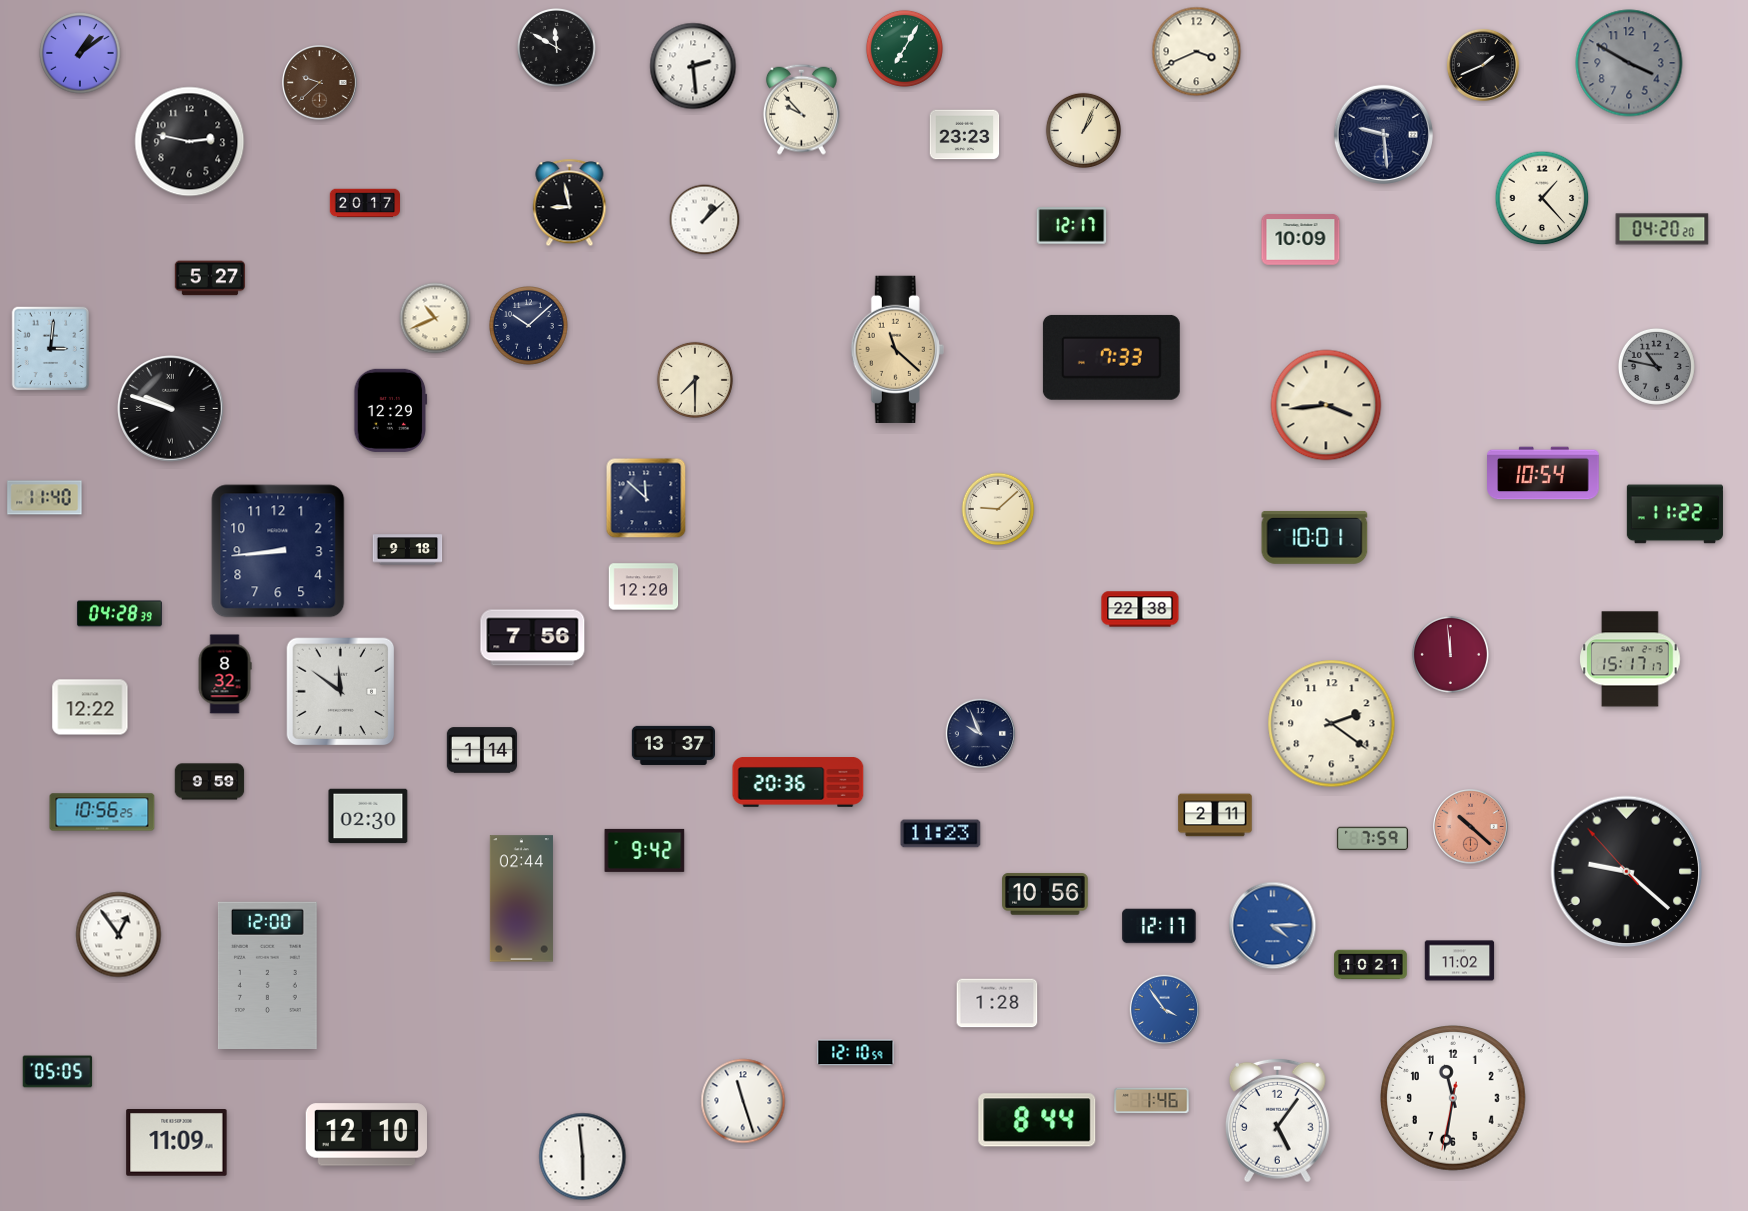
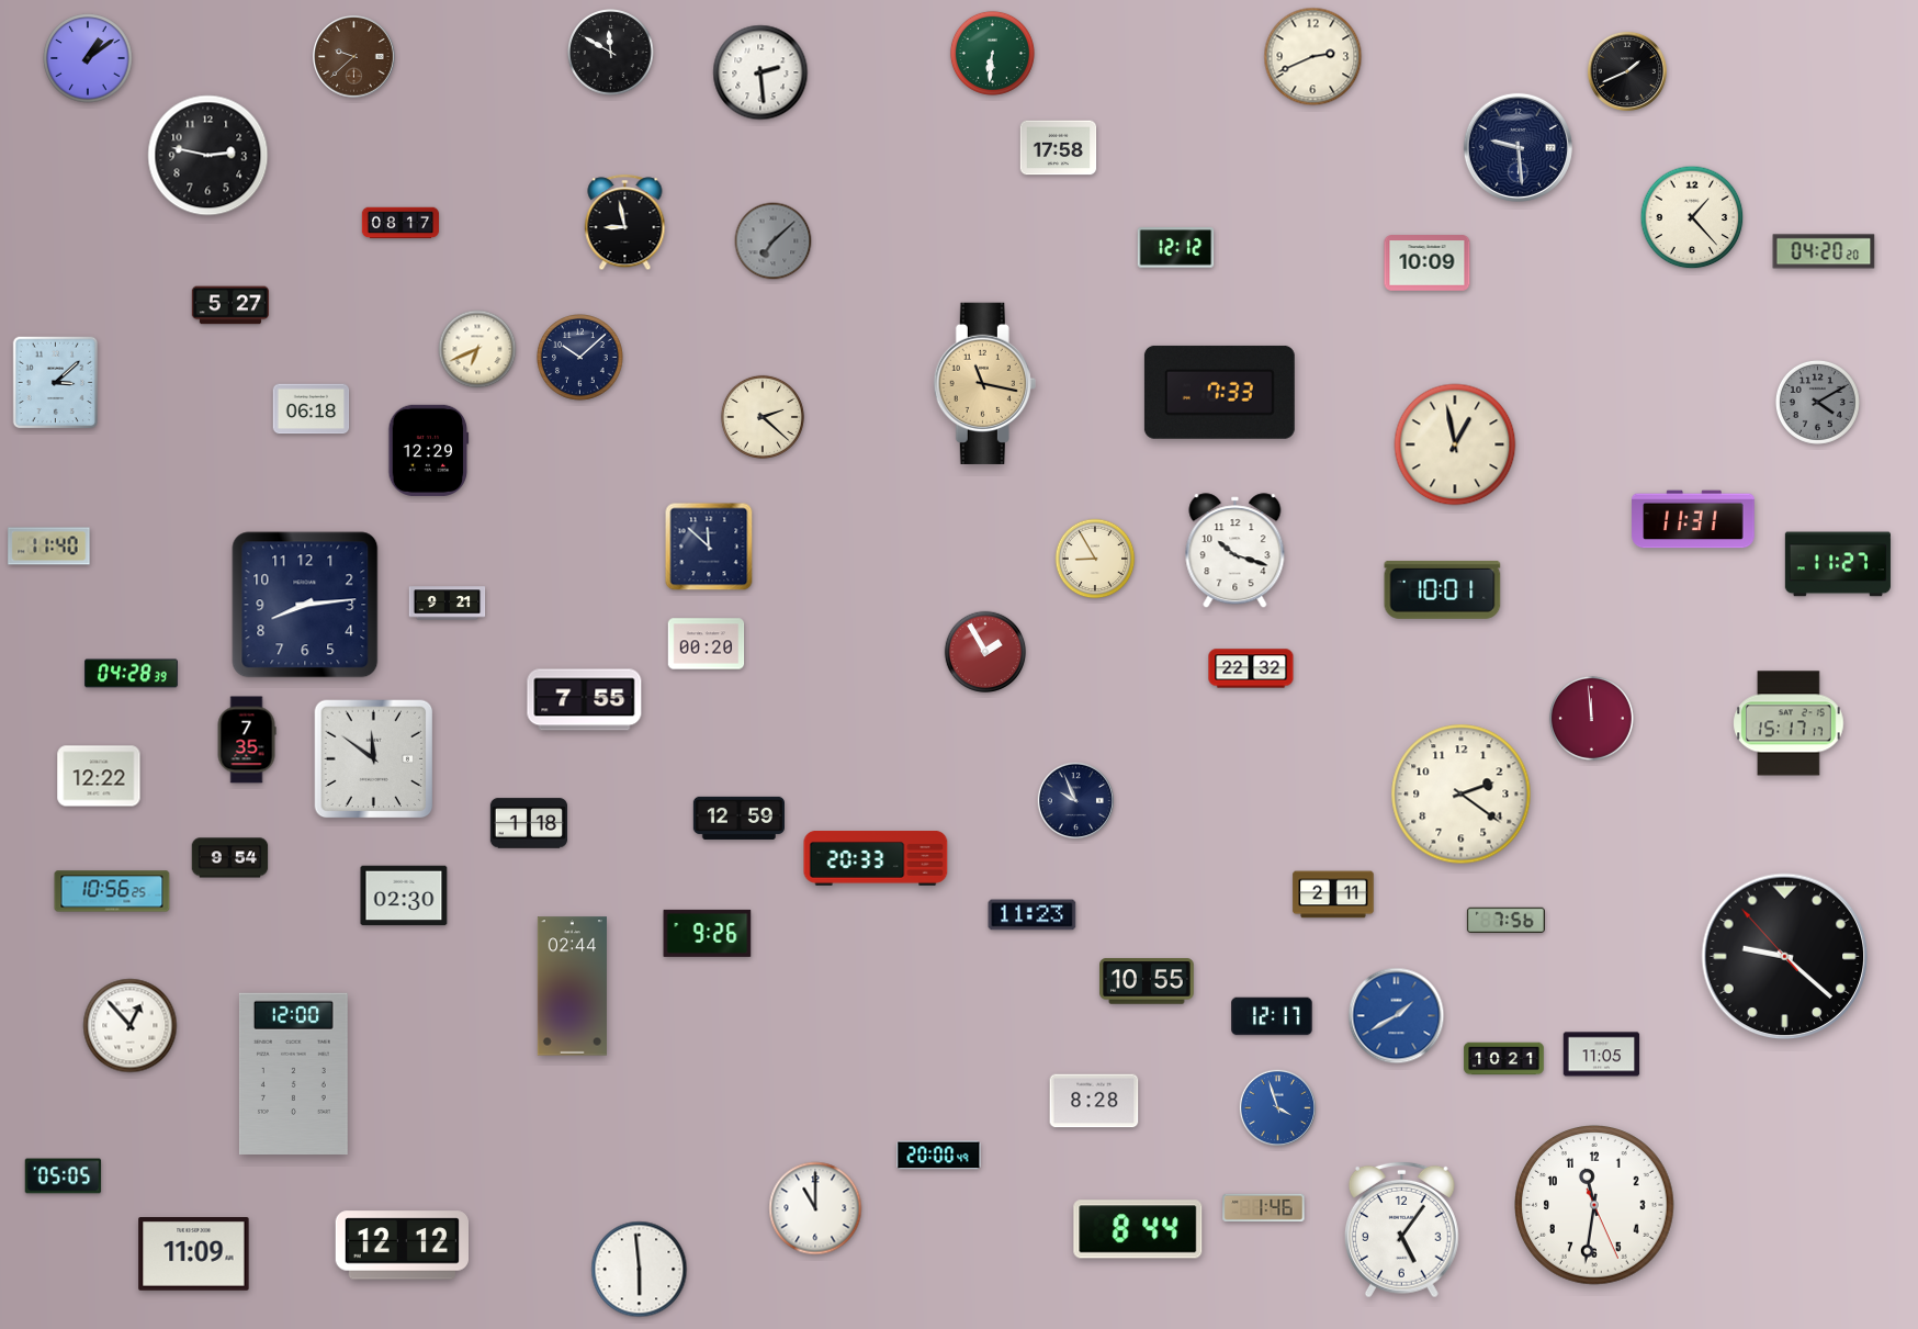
clock at (904, 48): 7:05 -> 6:31
clock at (1197, 52): 3:41 -> 2:41
clock at (1629, 63): 3:50 -> none
clock at (320, 83) position: (320, 83) -> (354, 57)
clock at (801, 109): 9:53 -> none
clock at (1083, 130): 1:04 -> none
clock at (965, 135): 23:23 -> 17:58
clock at (364, 203): 20:17 -> 08:17
clock at (705, 220): 1:08 -> 7:08
clock at (705, 220) dial: white -> grey
clock at (1072, 226): 12:17 -> 12:12
clock at (435, 318): 10:41 -> 6:41
clock at (51, 349): 3:01 -> 3:08
clock at (897, 349): 11:22 -> 11:17
clock at (1656, 366): 10:47 -> 4:10
clock at (312, 409): none -> 06:18
clock at (695, 380): 7:30 -> 2:22
clock at (1326, 405): 3:44 -> 12:58
clock at (171, 409): 9:48 -> none
clock at (1543, 473): 10:54 -> 11:31
clock at (1236, 551): none -> 10:18
clock at (998, 509): 9:08 -> 8:55
clock at (1675, 514): 11:22 -> 11:27
clock at (408, 550): 9:18 -> 9:21
clock at (278, 551): 8:44 -> 8:14
clock at (644, 587): 12:20 -> 00:20
clock at (985, 652): none -> 1:55
clock at (1140, 609): 22:38 -> 22:32
clock at (533, 638): 7:56 -> 7:55
clock at (225, 674): 8:32 -> 7:35
clock at (980, 733) position: (980, 733) -> (1075, 800)
clock at (673, 745): 13:37 -> 12:59
clock at (481, 750): 1:14 -> 1:18
clock at (210, 782): 9:59 -> 9:54
clock at (798, 783): 20:36 -> 20:33
clock at (1471, 827): 10:22 -> none
clock at (1372, 839): 7:59 -> 7:56
clock at (645, 850): 9:42 -> 9:26
clock at (1045, 894): 10:56 -> 10:55
clock at (1273, 926): 4:15 -> 1:40
clock at (119, 935): 12:54 -> 12:53
clock at (1460, 961): 11:02 -> 11:05
clock at (267, 975) position: (267, 975) -> (293, 1073)
clock at (997, 1003): 1:28 -> 8:28
clock at (1164, 1009): 3:54 -> 3:57
clock at (856, 1053): 12:10 -> 20:00
clock at (1453, 1098): 11:31:32 -> 11:31:26
clock at (743, 1101): 11:27 -> 11:00
clock at (366, 1135): 12:10 -> 12:12
